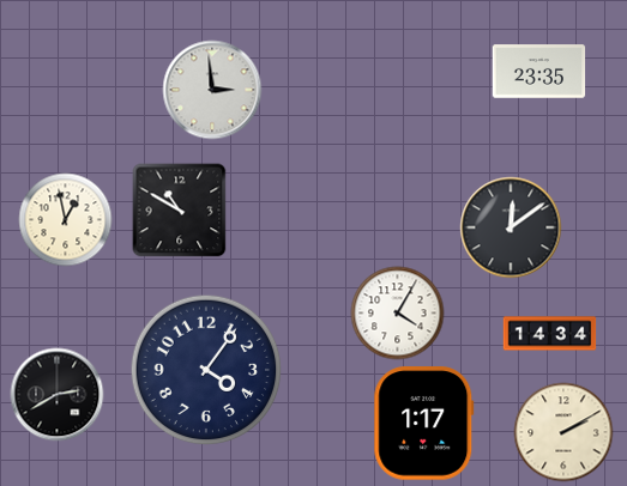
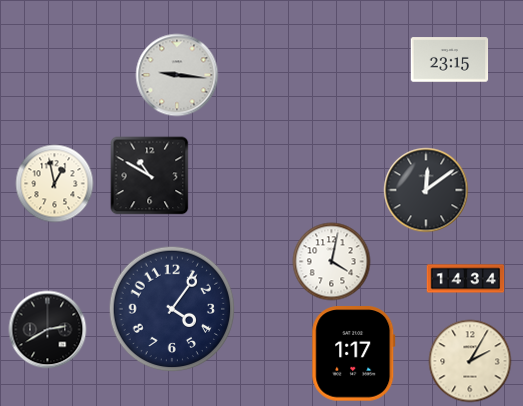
clock at (538, 72): 23:35 -> 23:15
clock at (212, 90): 2:59 -> 9:16
clock at (397, 312): 4:05 -> 4:02
clock at (549, 334) position: (549, 334) -> (465, 279)
clock at (563, 432): 2:10 -> 2:05
